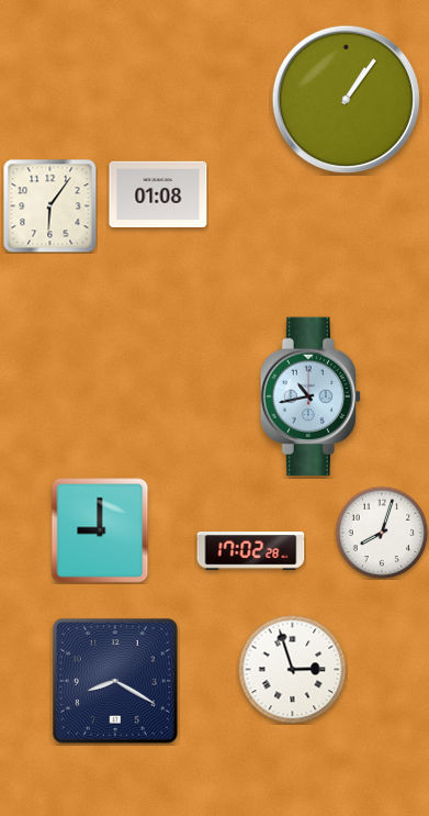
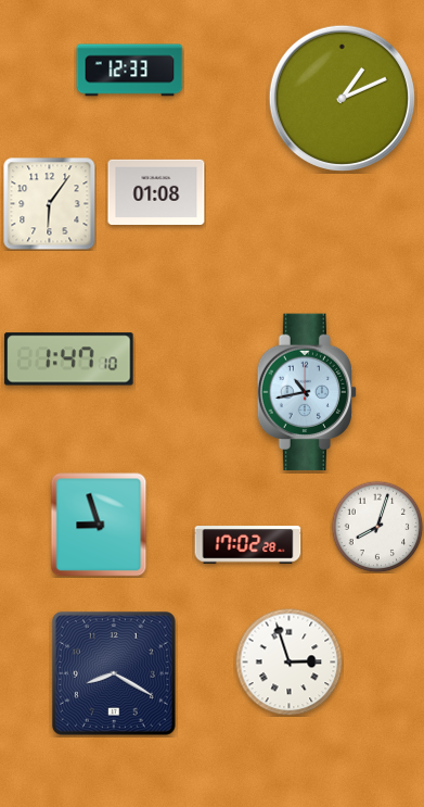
clock at (130, 71): none -> 12:33
clock at (346, 99): 1:06 -> 1:11
clock at (69, 360): none -> 1:47
clock at (100, 530): 9:00 -> 8:57
